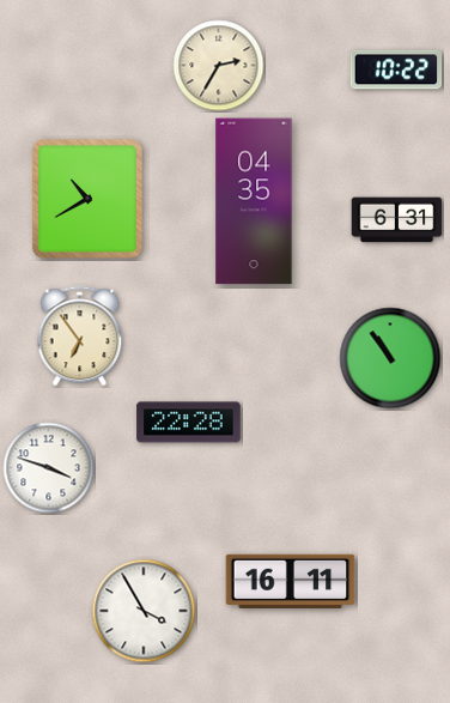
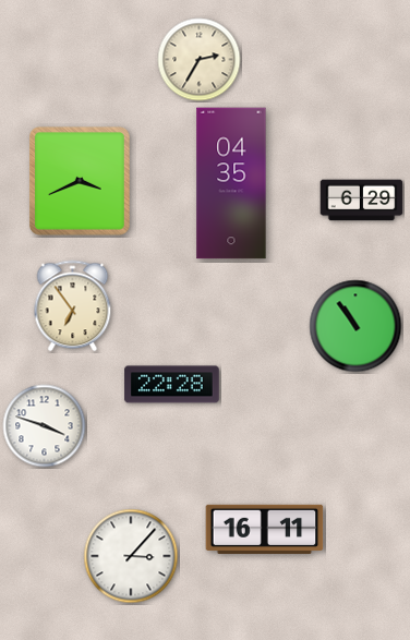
clock at (396, 69): 10:22 -> none
clock at (87, 199): 10:40 -> 3:41
clock at (397, 220): 6:31 -> 6:29
clock at (144, 611): 3:55 -> 3:07
